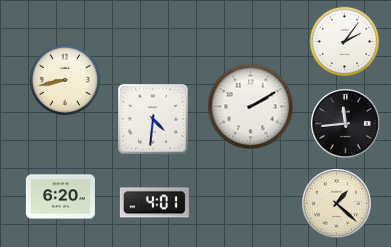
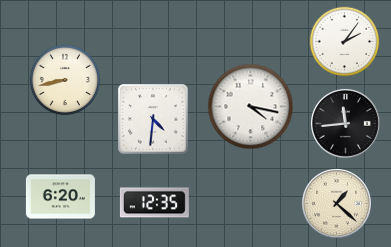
clock at (251, 107): 2:10 -> 4:17
clock at (154, 203): 4:01 -> 12:35
